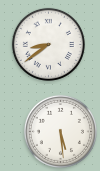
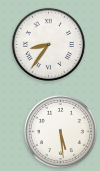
clock at (48, 44): 8:39 -> 8:36
